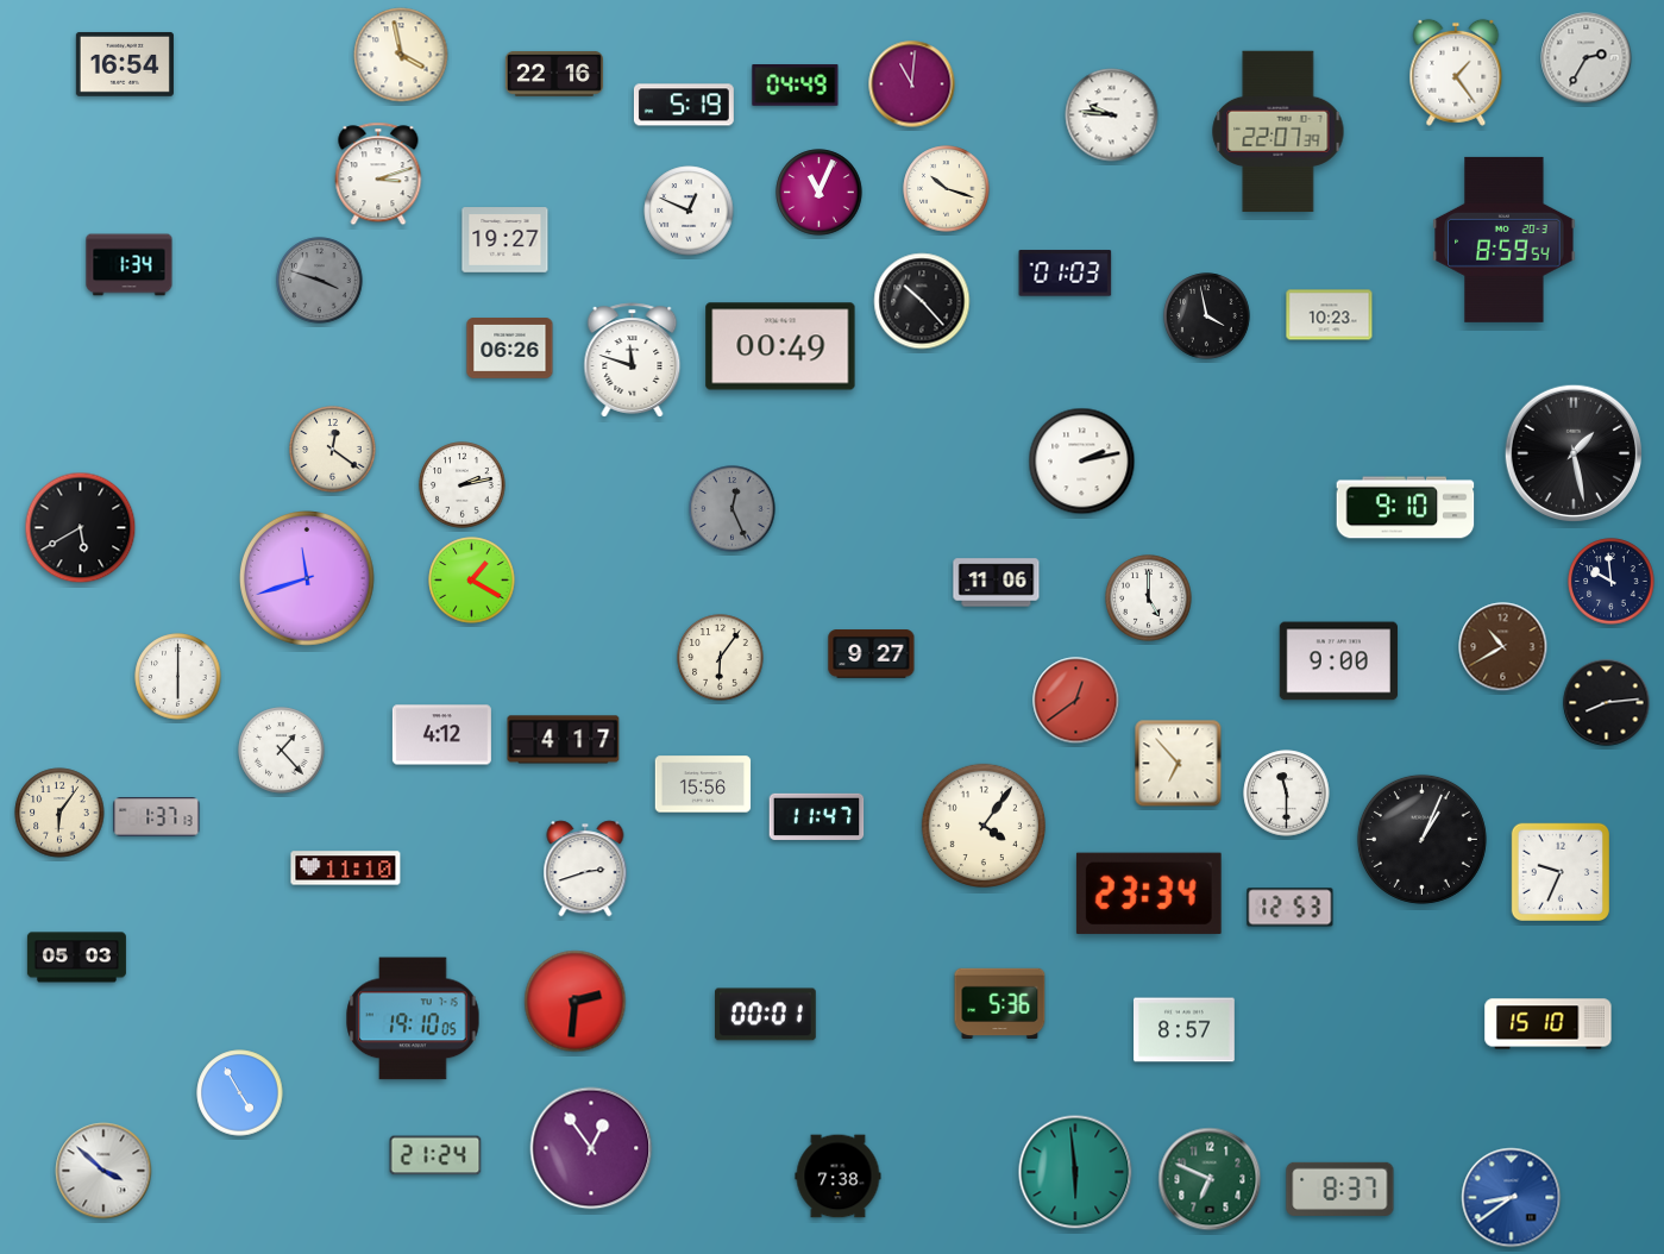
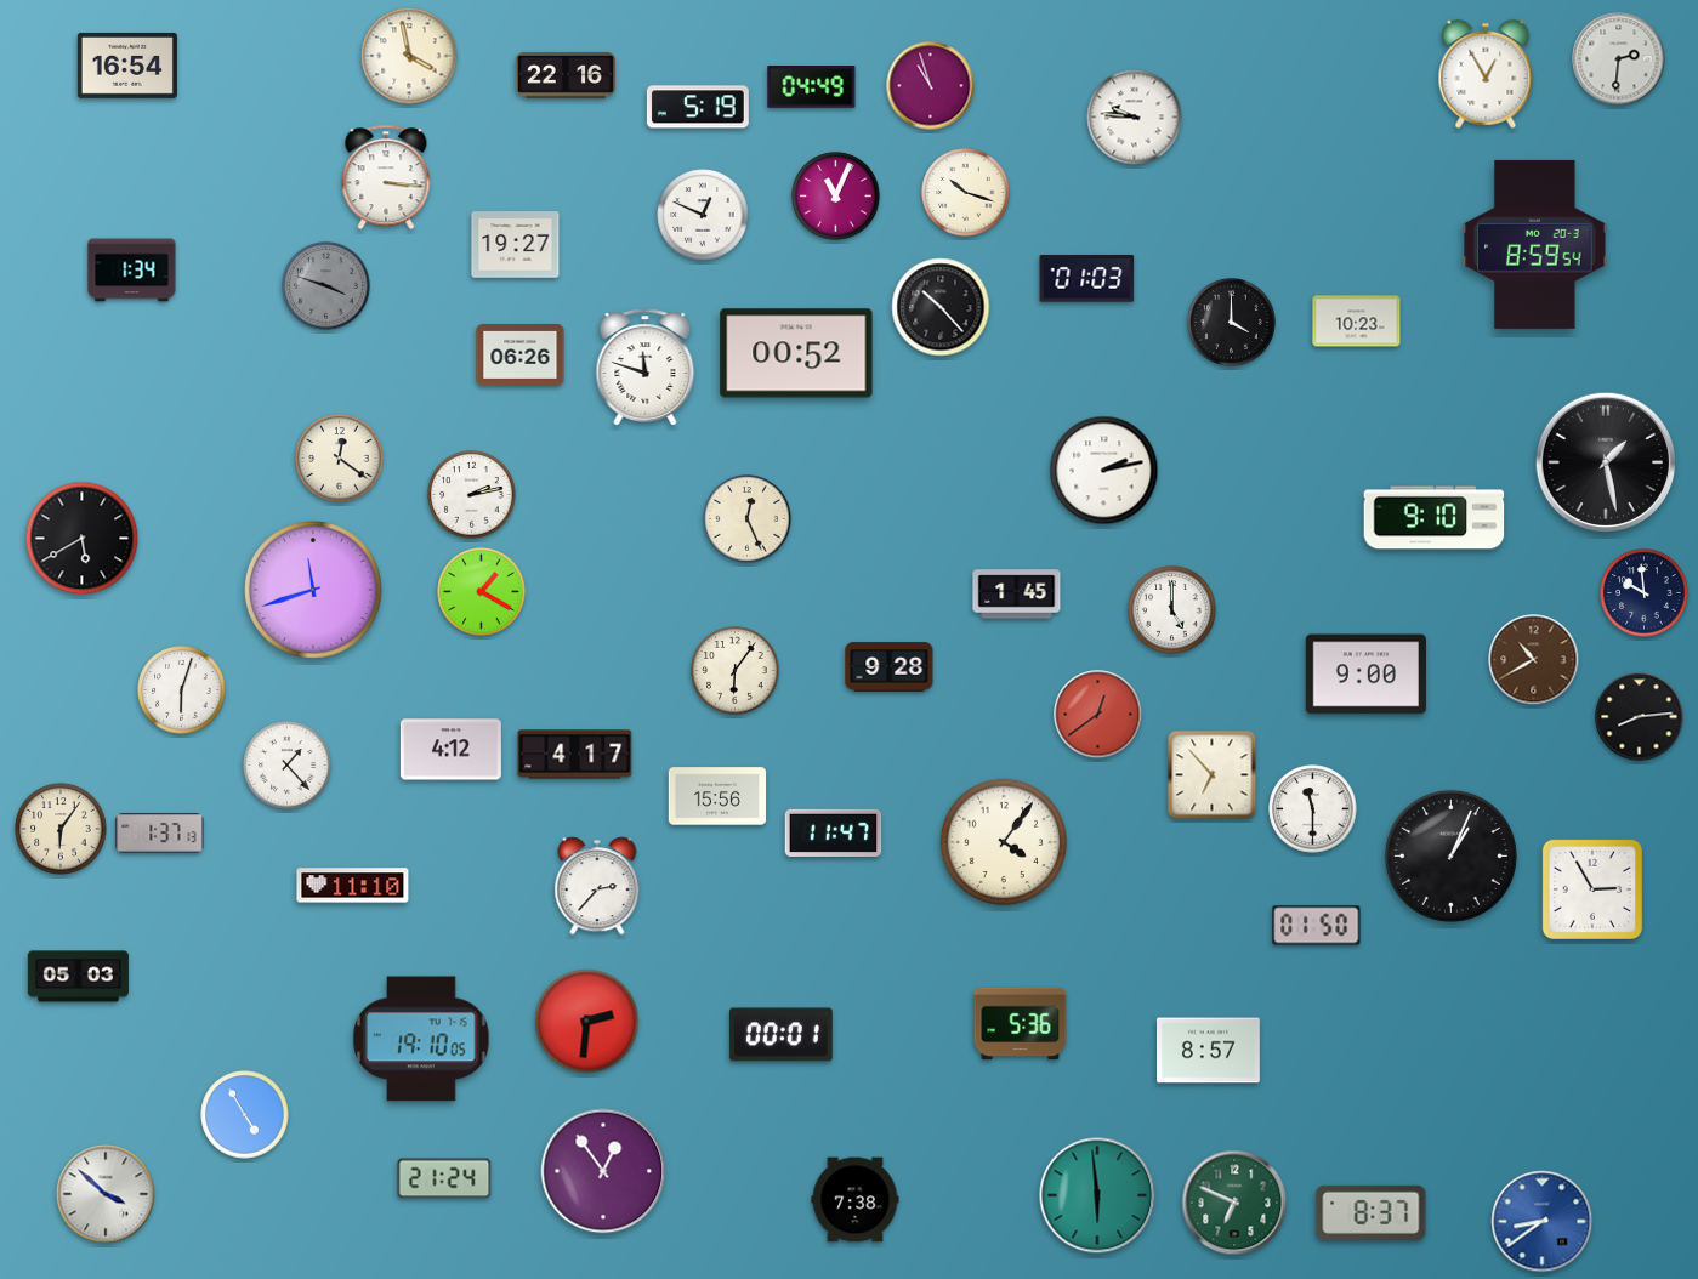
clock at (1587, 58): 2:35 -> 2:31
clock at (1456, 73): 1:24 -> 12:55
clock at (912, 84): 11:01 -> 10:57
clock at (1279, 132): 22:07 -> none
clock at (378, 174): 3:12 -> 3:16
clock at (1207, 316): 3:58 -> 4:00
clock at (780, 346): 00:49 -> 00:52
clock at (733, 509) dial: grey -> cream
clock at (997, 583): 11:06 -> 1:45
clock at (872, 654): 9:27 -> 9:28
clock at (178, 677): 6:00 -> 6:03
clock at (1179, 764) position: (1179, 764) -> (1213, 775)
clock at (703, 784) position: (703, 784) -> (717, 796)
clock at (585, 869): 2:42 -> 2:37
clock at (1561, 872): 9:34 -> 2:55
clock at (1149, 894): 23:34 -> none
clock at (1291, 908): 12:53 -> 01:50
clock at (1549, 1024): 15:10 -> none
clock at (1340, 1189) position: (1340, 1189) -> (1372, 1212)
